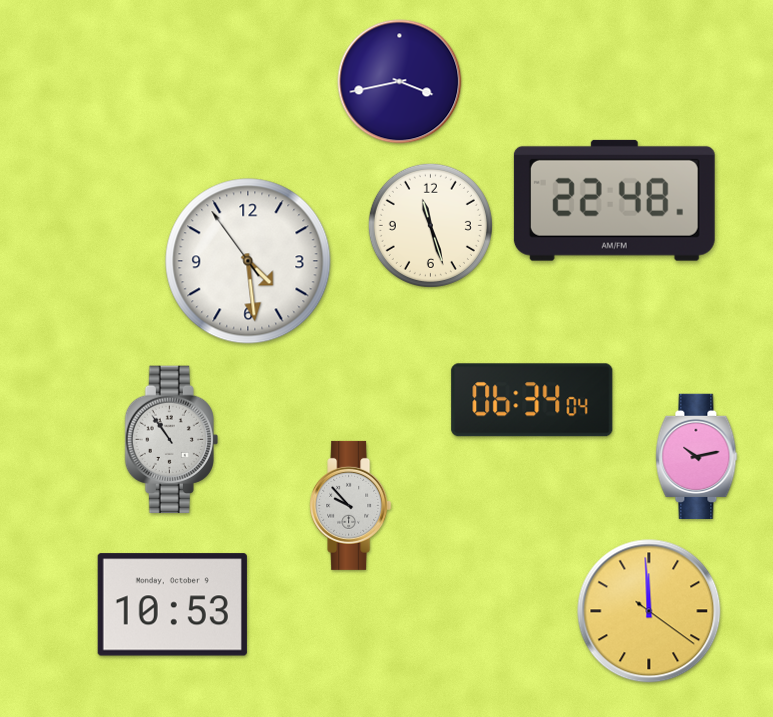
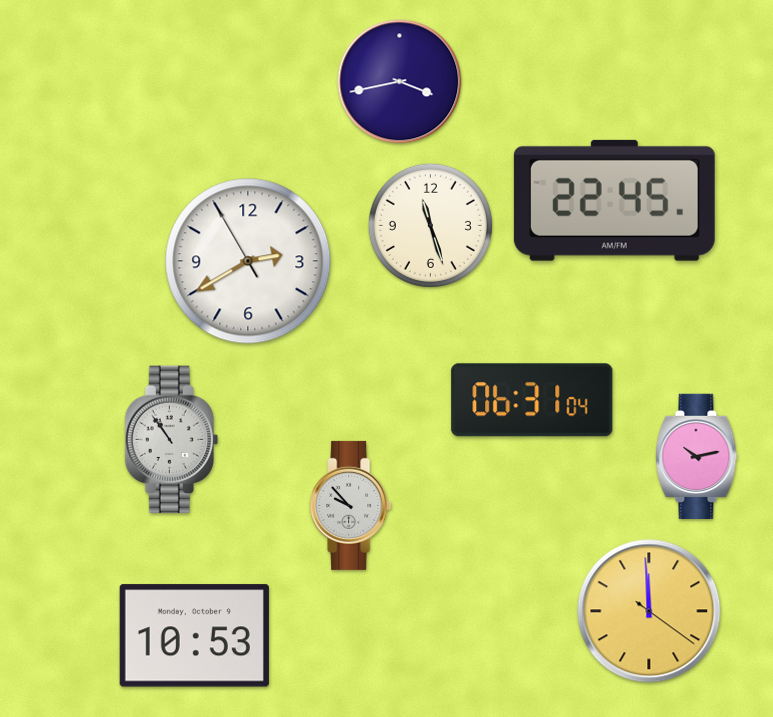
clock at (614, 200): 22:48 -> 22:45
clock at (248, 261): 4:28 -> 2:39
clock at (532, 400): 06:34 -> 06:31
clock at (172, 605) position: (172, 605) -> (194, 636)
